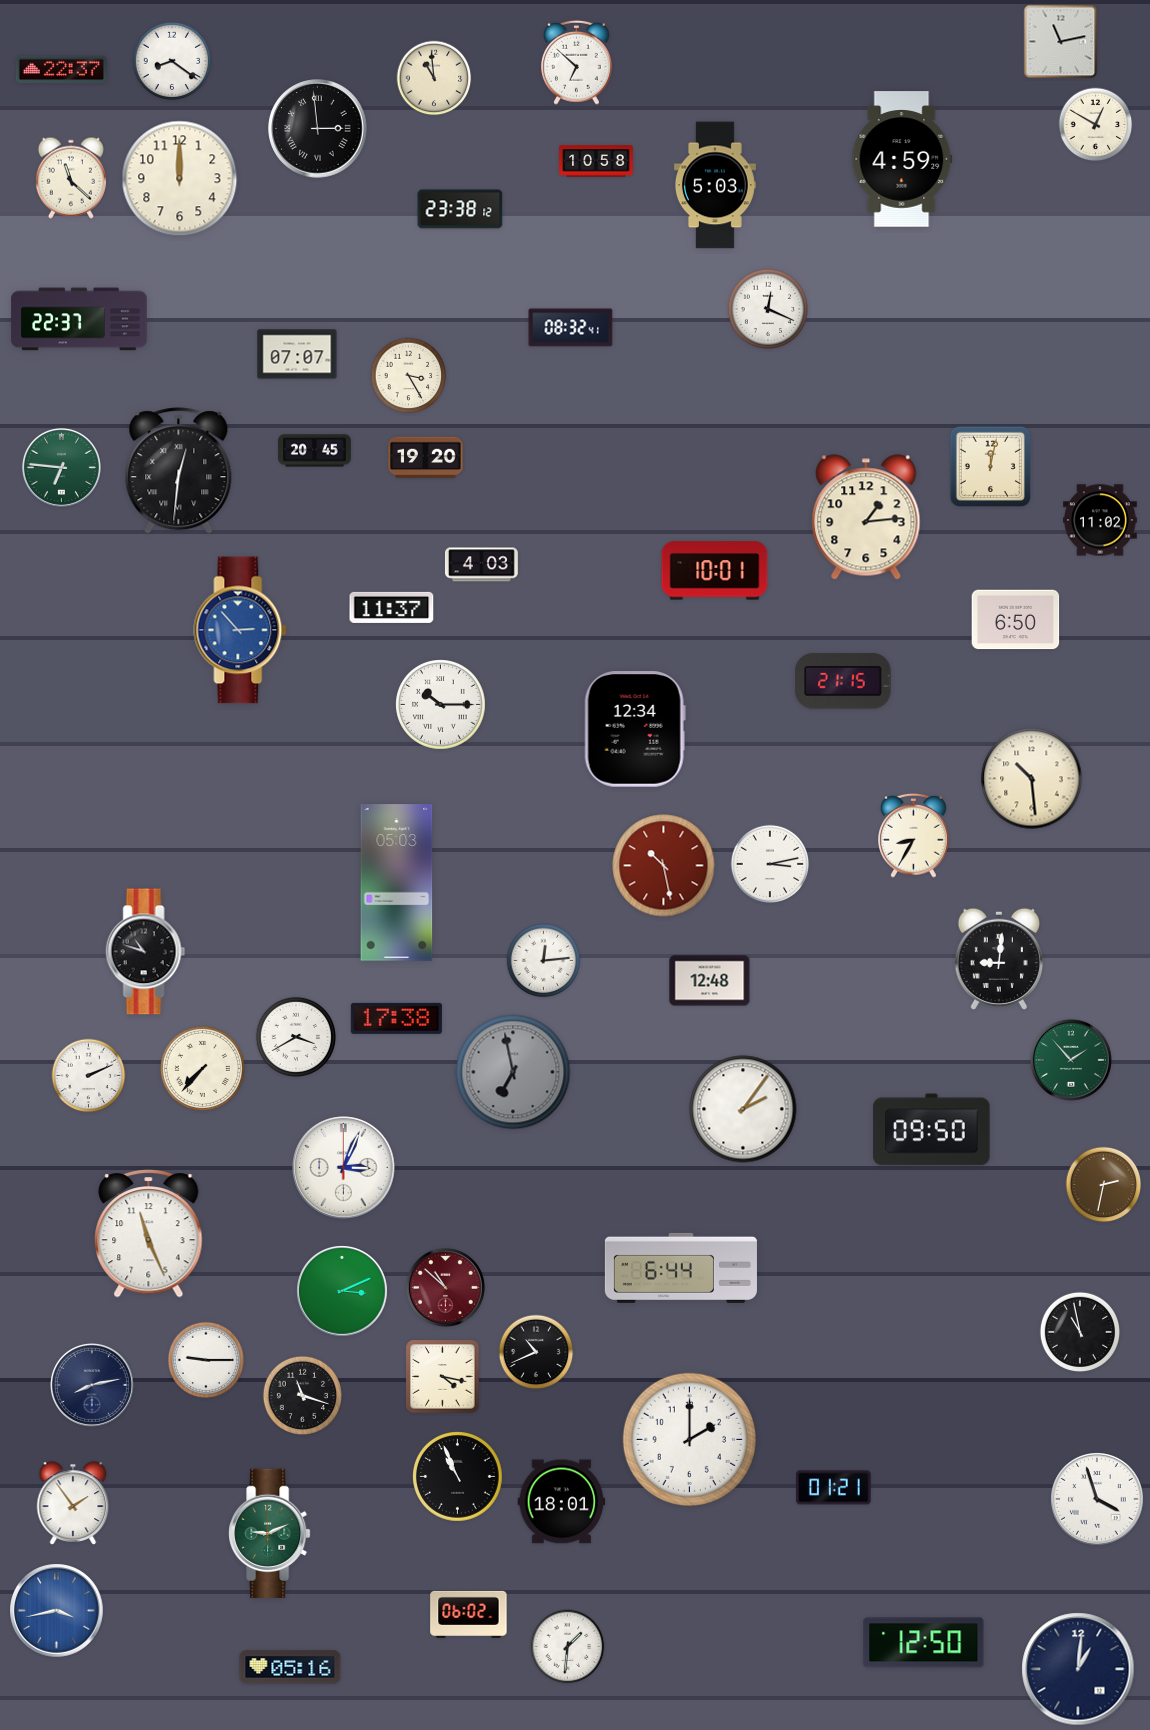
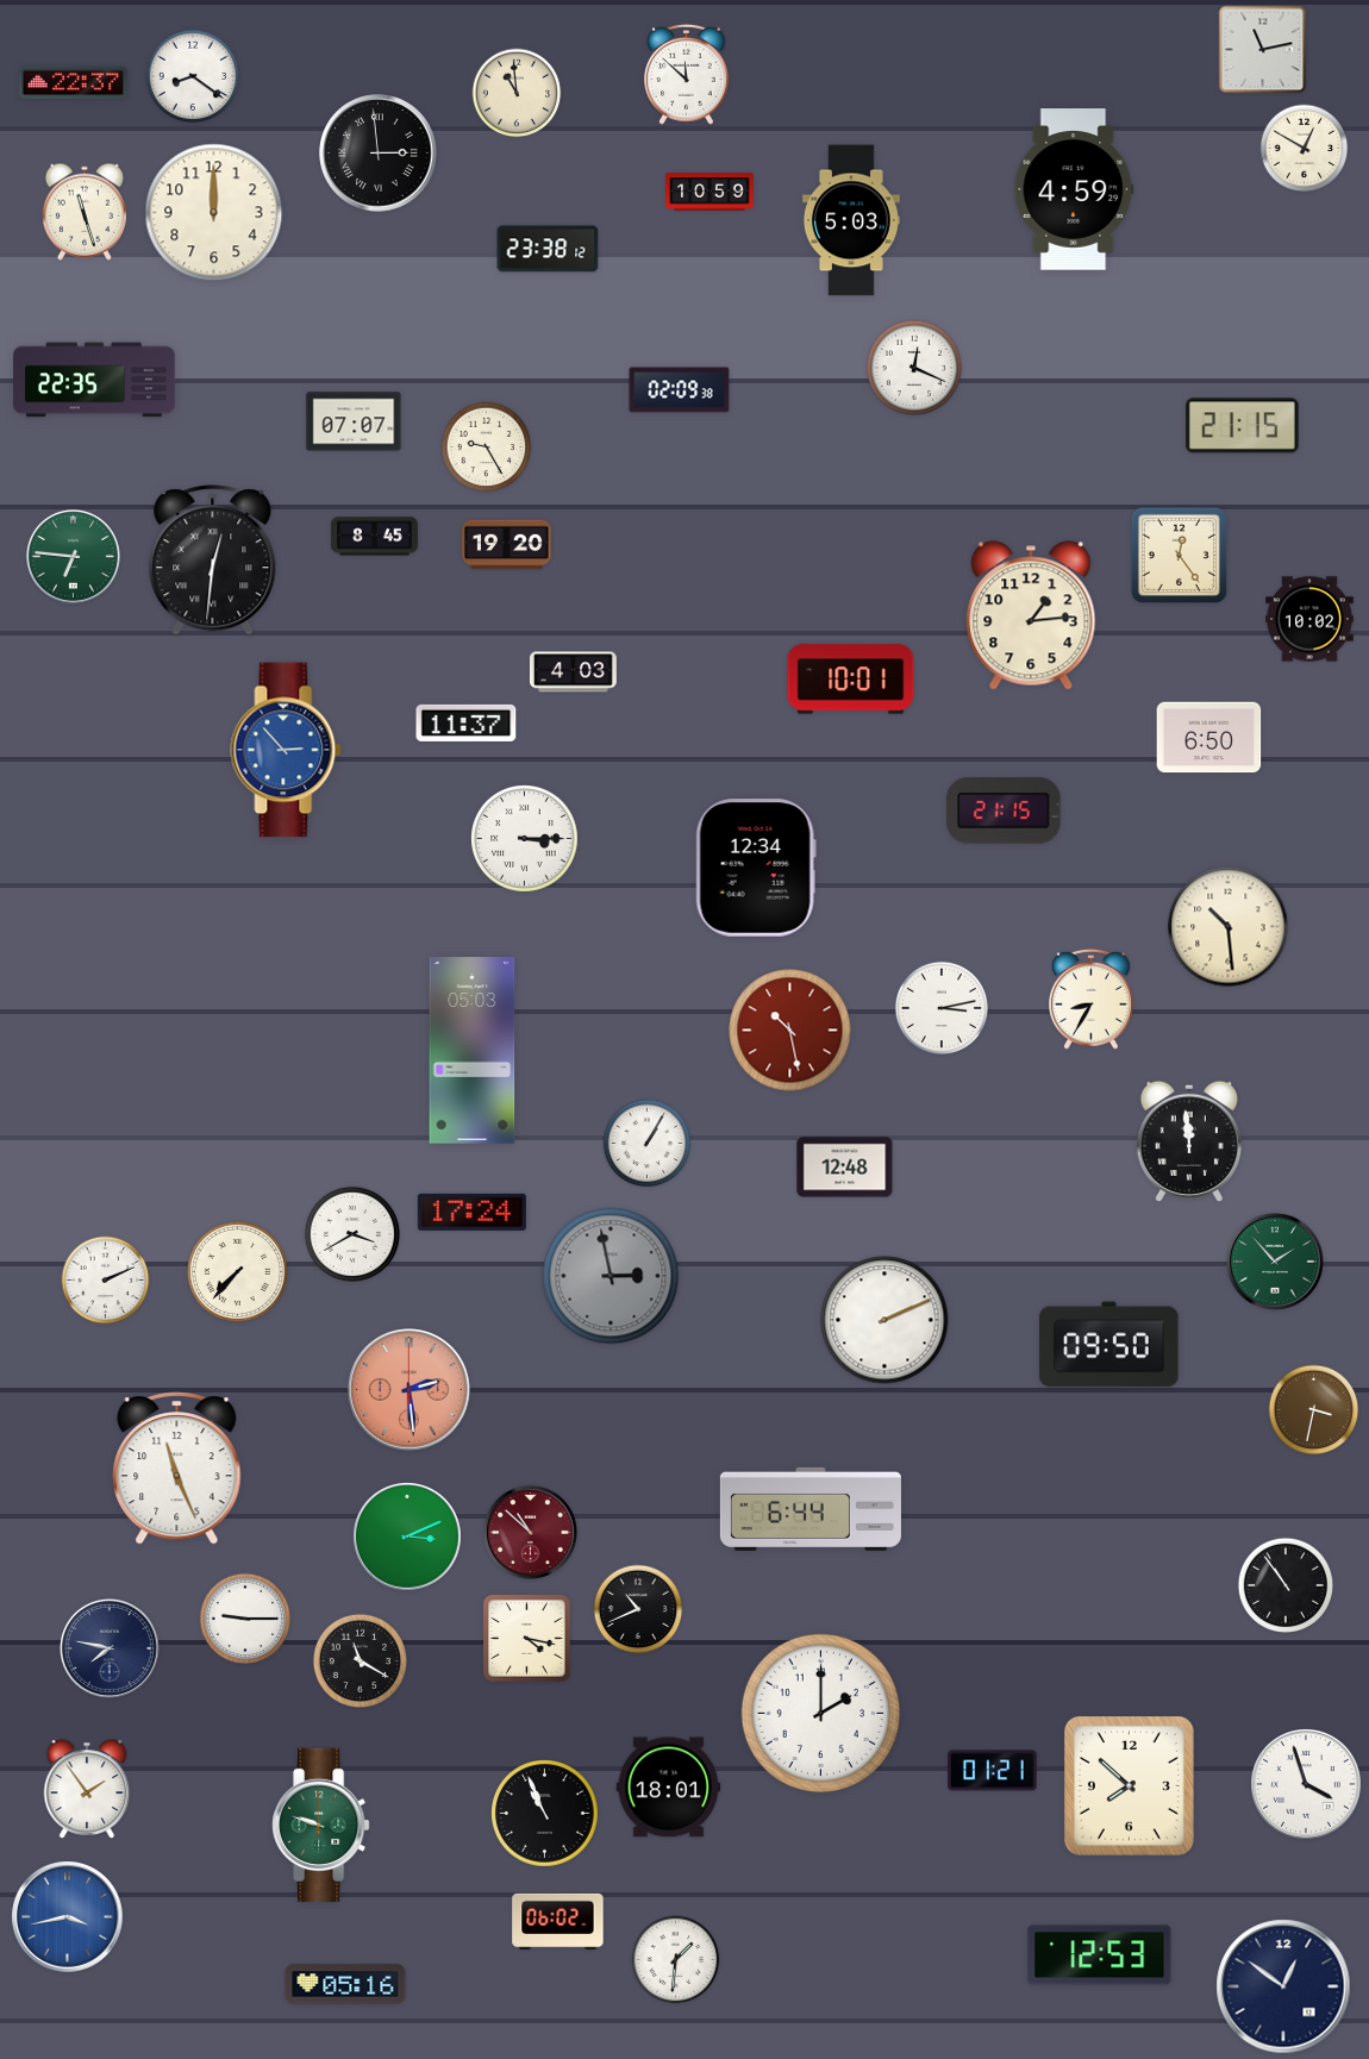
clock at (172, 61) position: (172, 61) -> (193, 76)
clock at (577, 62): 6:52 -> 11:52
clock at (596, 161): 10:58 -> 10:59
clock at (71, 178): 11:22 -> 11:27
clock at (79, 319): 22:37 -> 22:35
clock at (571, 328): 08:32 -> 02:09
clock at (1243, 426): none -> 21:15
clock at (409, 376): 3:25 -> 9:25
clock at (315, 451): 20:45 -> 8:45
clock at (990, 466): 12:02 -> 12:24
clock at (1100, 520): 11:02 -> 10:02
clock at (441, 705): 10:15 -> 3:15
clock at (914, 835) position: (914, 835) -> (1092, 999)
clock at (770, 864) position: (770, 864) -> (942, 1008)
clock at (146, 952): 10:48 -> none
clock at (998, 959): 9:01 -> 11:59
clock at (544, 961): 12:14 -> 1:05
clock at (396, 1018): 17:38 -> 17:24
clock at (202, 1068) position: (202, 1068) -> (237, 1271)
clock at (513, 1072): 6:58 -> 2:58
clock at (743, 1109): 2:06 -> 2:11
clock at (344, 1168): 3:04 -> 2:29
clock at (344, 1168) dial: white -> salmon
clock at (1104, 1185): 2:32 -> 3:32
clock at (1079, 1331): 10:58 -> 10:54
clock at (92, 1385): 8:13 -> 7:47
clock at (302, 1395): 11:18 -> 11:20
clock at (458, 1477) position: (458, 1477) -> (545, 1814)
clock at (1129, 1785): none -> 7:52
clock at (270, 1534): 9:11 -> 9:48
clock at (924, 1643): 12:50 -> 12:53
clock at (1078, 1669): 1:01 -> 12:51
